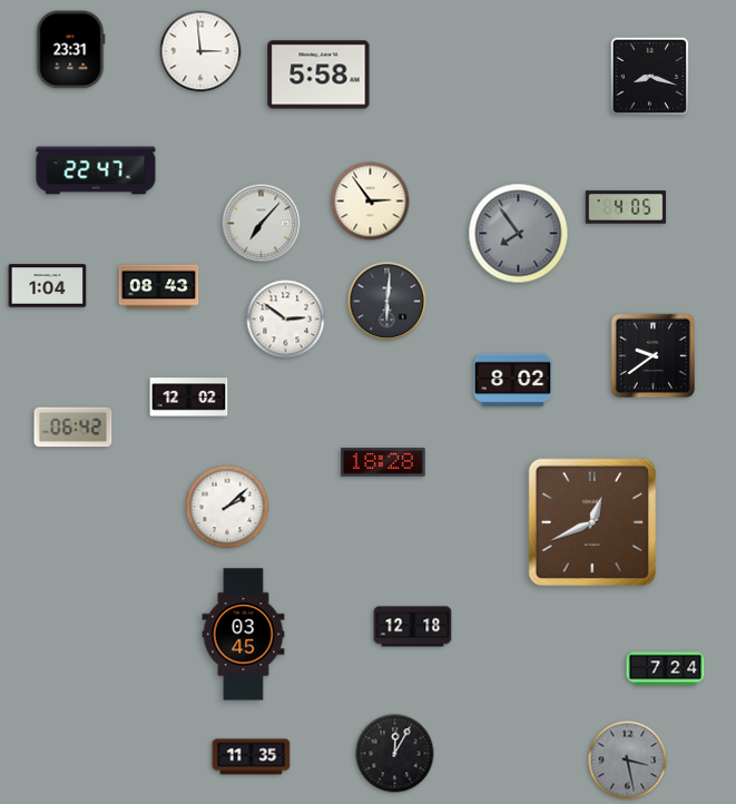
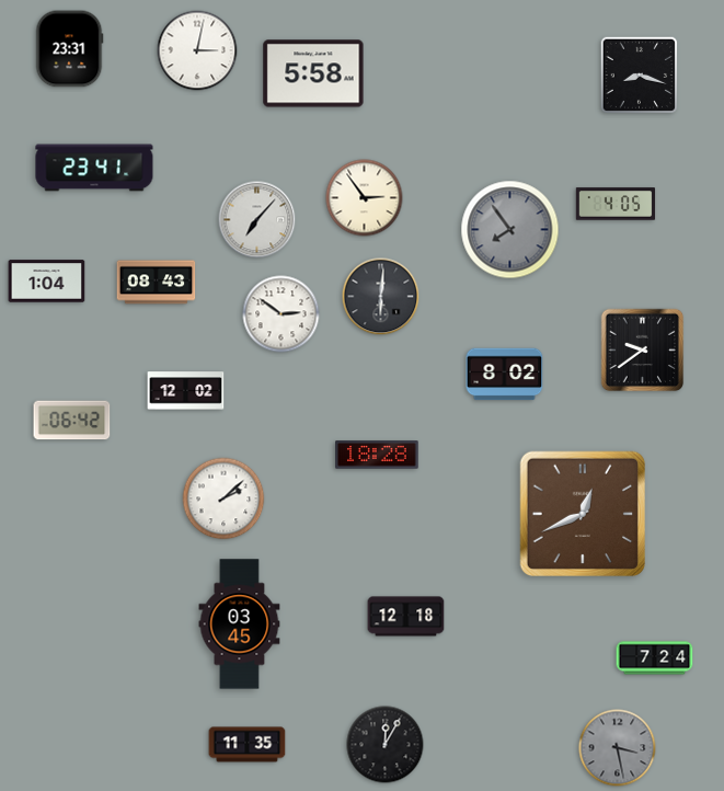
clock at (200, 51): 2:59 -> 3:02
clock at (96, 170): 22:47 -> 23:41
clock at (395, 754) position: (395, 754) -> (386, 745)
